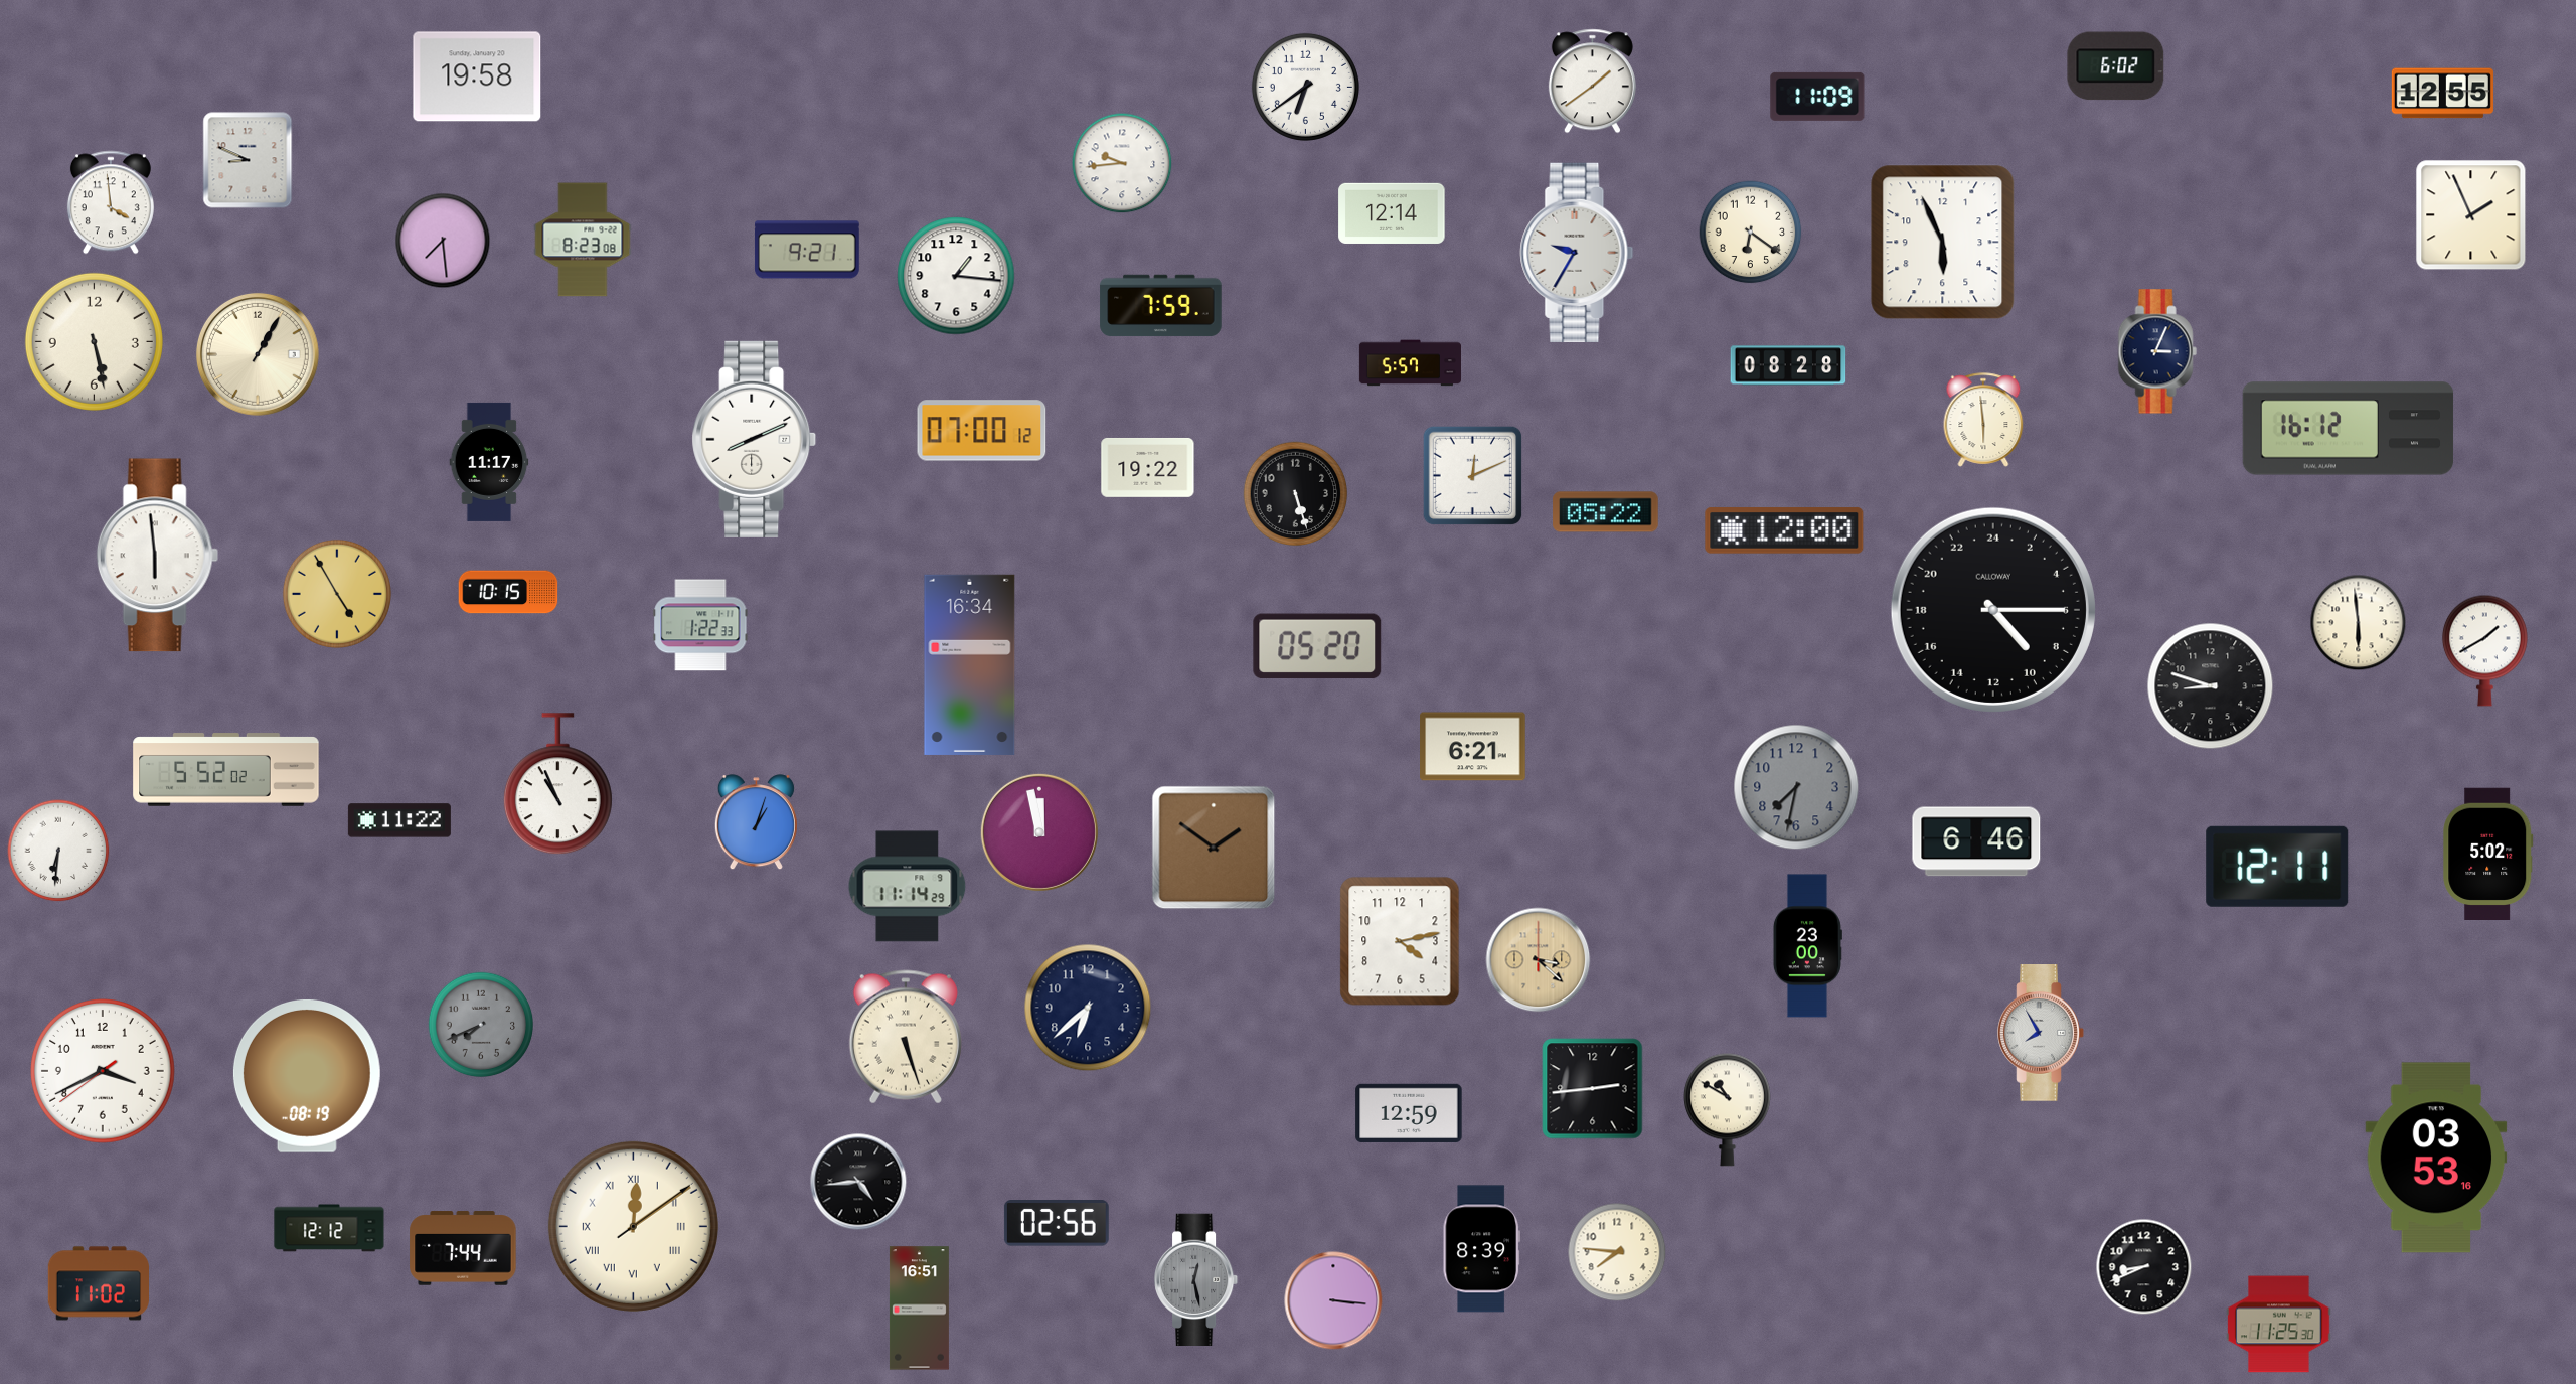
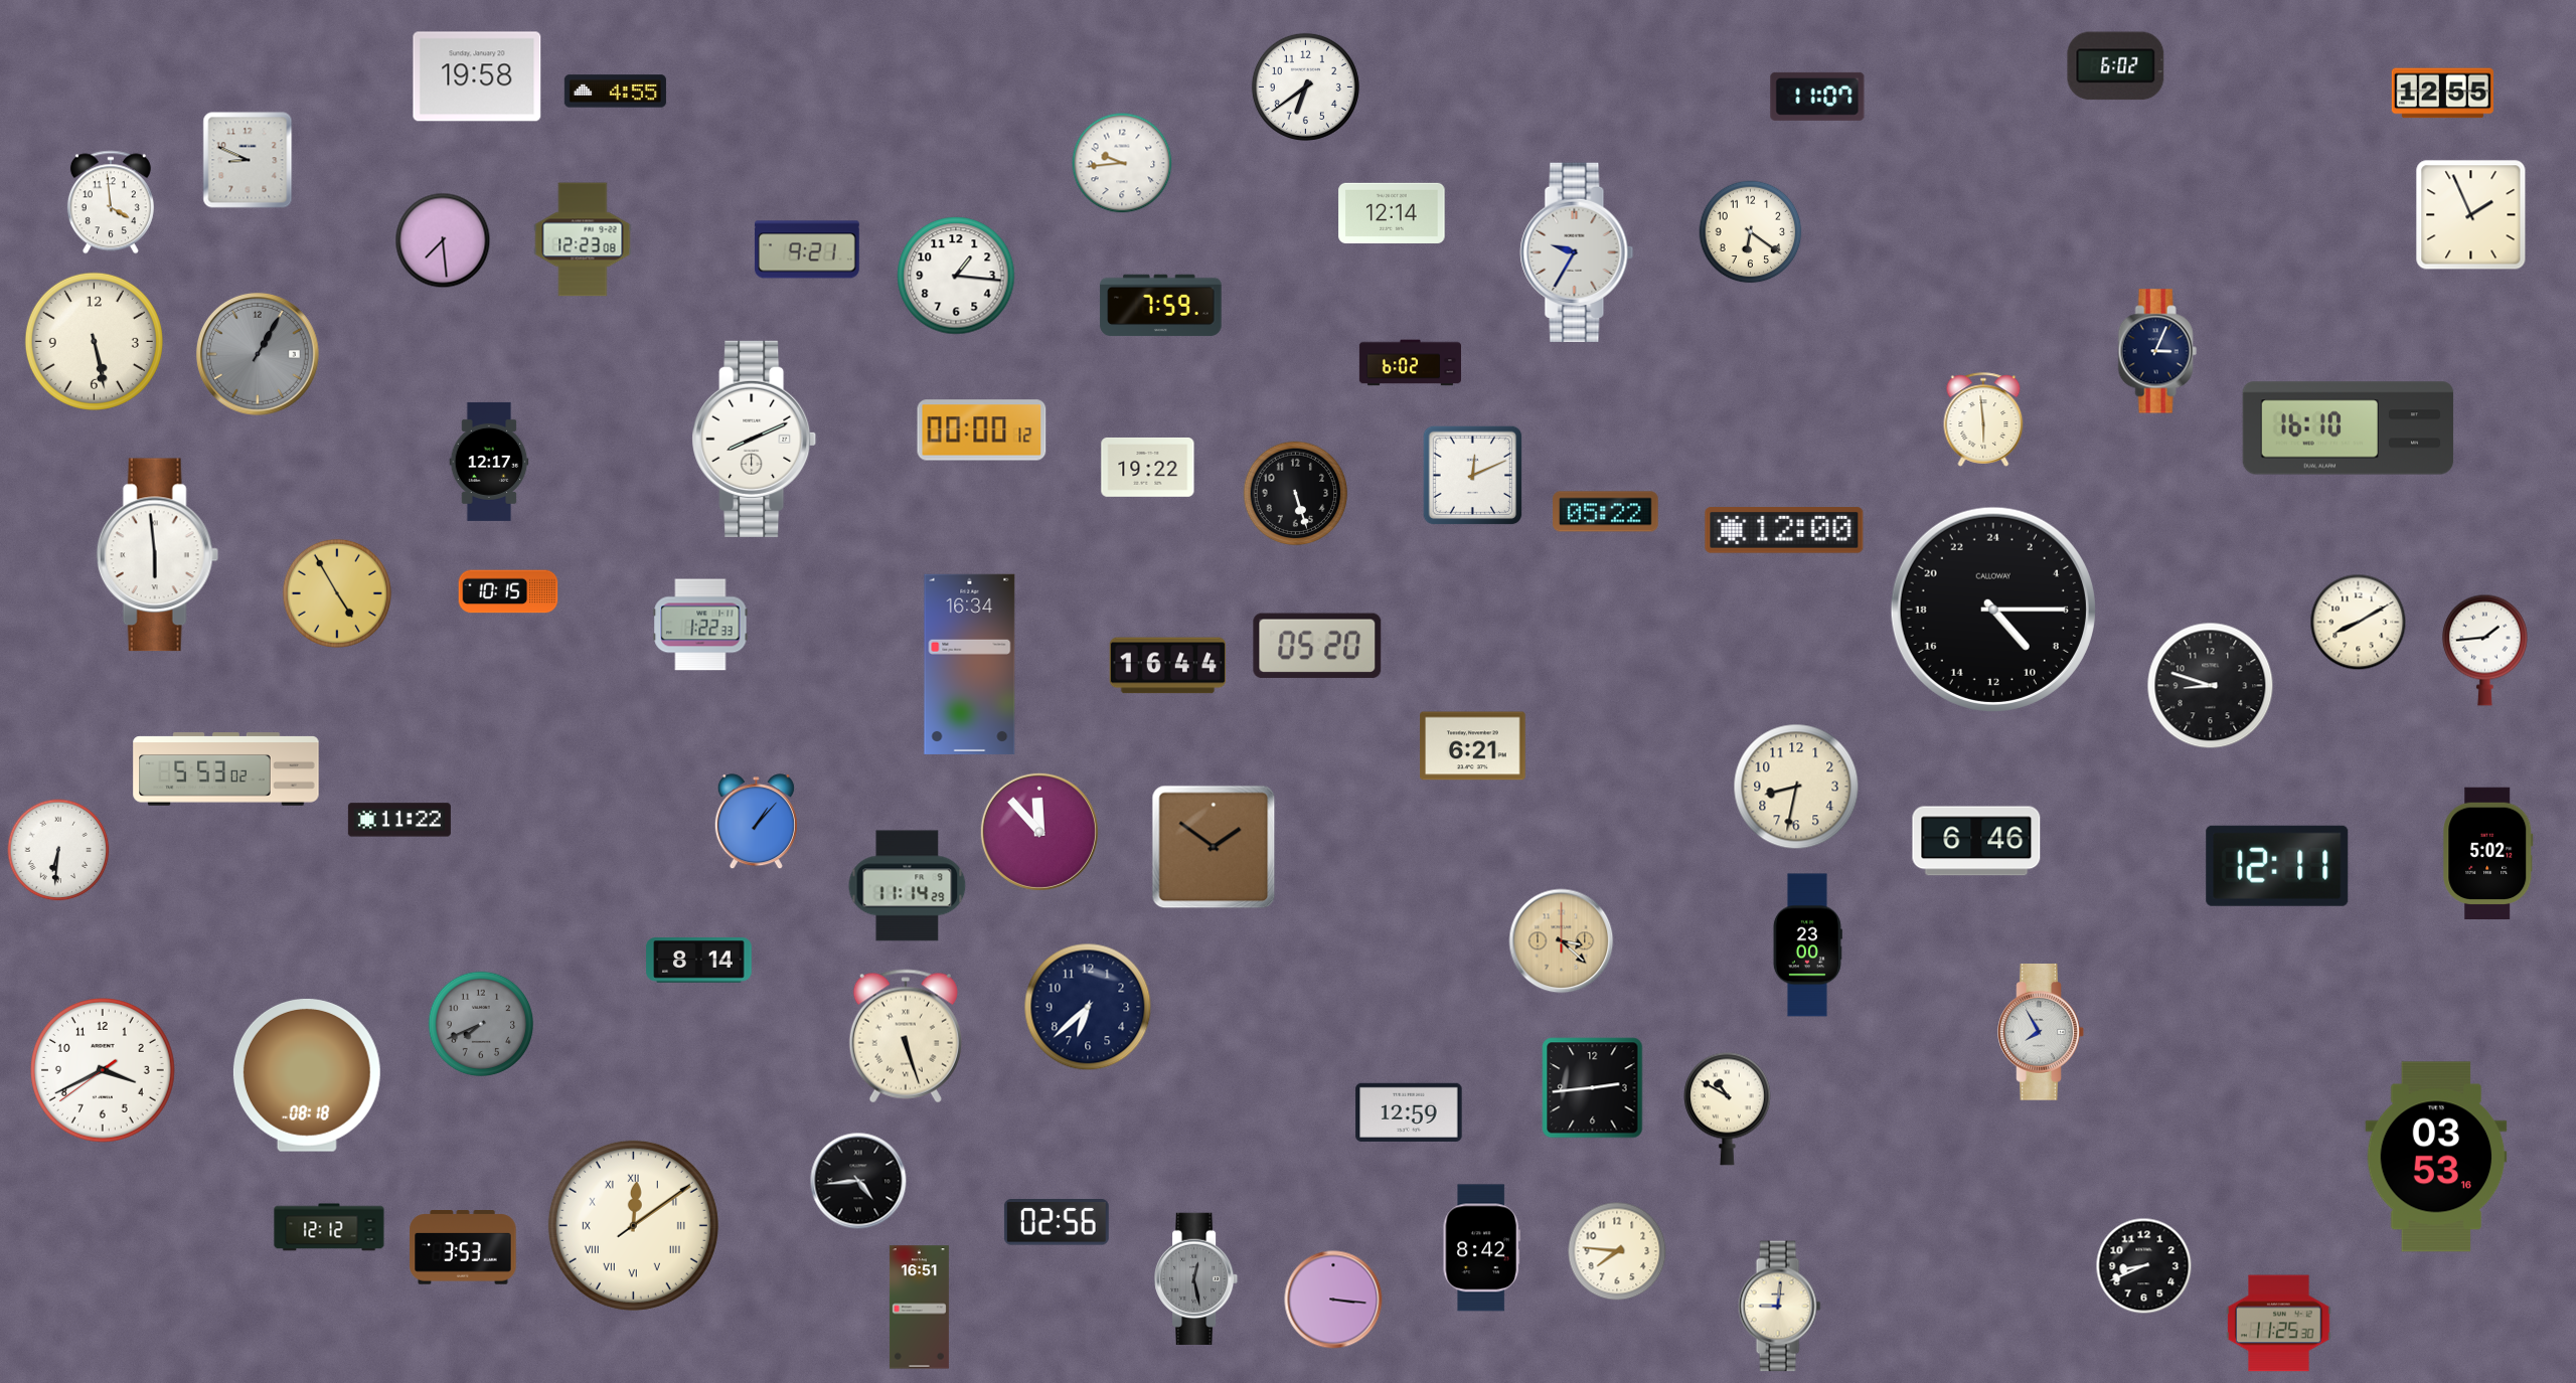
clock at (1592, 82): 1:39 -> none
clock at (615, 92): none -> 4:55
clock at (1817, 97): 11:09 -> 11:07
clock at (583, 240): 8:23 -> 12:23
clock at (1943, 243): 5:56 -> none
clock at (258, 354) dial: cream -> grey
clock at (1410, 363): 5:57 -> 6:02
clock at (1788, 365): 08:28 -> none
clock at (2349, 429): 16:12 -> 16:10
clock at (982, 431): 07:00 -> 00:00
clock at (489, 462): 11:17 -> 12:17
clock at (2359, 623): 5:59 -> 8:10
clock at (2484, 650): 1:40 -> 1:44
clock at (1168, 666): none -> 16:44
clock at (226, 770): 5:52 -> 5:53
clock at (557, 784): 10:56 -> none
clock at (1796, 787): 7:32 -> 8:32
clock at (1796, 787) dial: grey -> cream
clock at (756, 822): 1:03 -> 1:07
clock at (1039, 832): 11:58 -> 11:53
clock at (1400, 941): 4:13 -> none
clock at (1539, 960) position: (1539, 960) -> (1562, 941)
clock at (699, 961): none -> 8:14
clock at (307, 1076): 08:19 -> 08:18
clock at (463, 1248): 7:44 -> 3:53
clock at (1481, 1249): 8:39 -> 8:42
clock at (98, 1283): 11:02 -> none
clock at (1779, 1307): none -> 9:01
